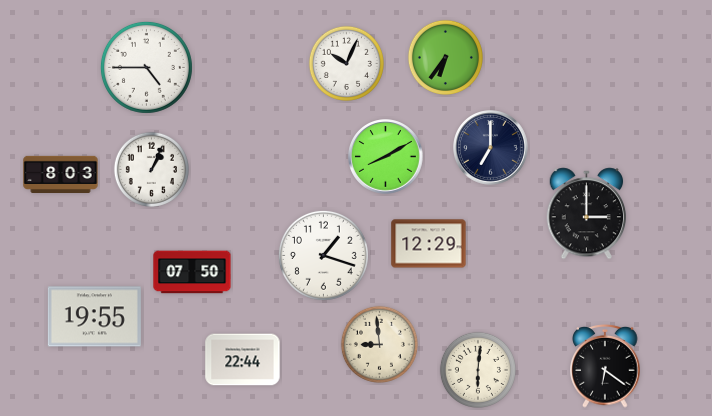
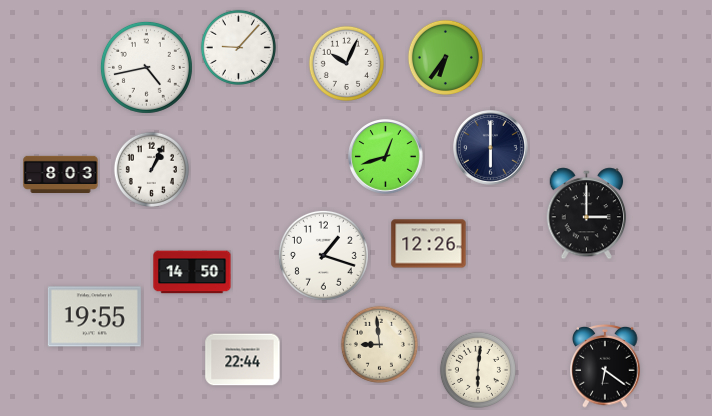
clock at (238, 47): none -> 9:07
clock at (146, 67): 4:45 -> 4:43
clock at (491, 148): 7:00 -> 6:00
clock at (386, 157): 8:10 -> 12:42
clock at (429, 244): 12:29 -> 12:26
clock at (192, 272): 07:50 -> 14:50
